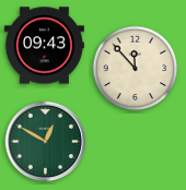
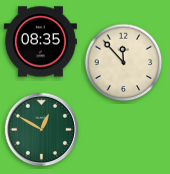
clock at (44, 46): 09:43 -> 08:35
